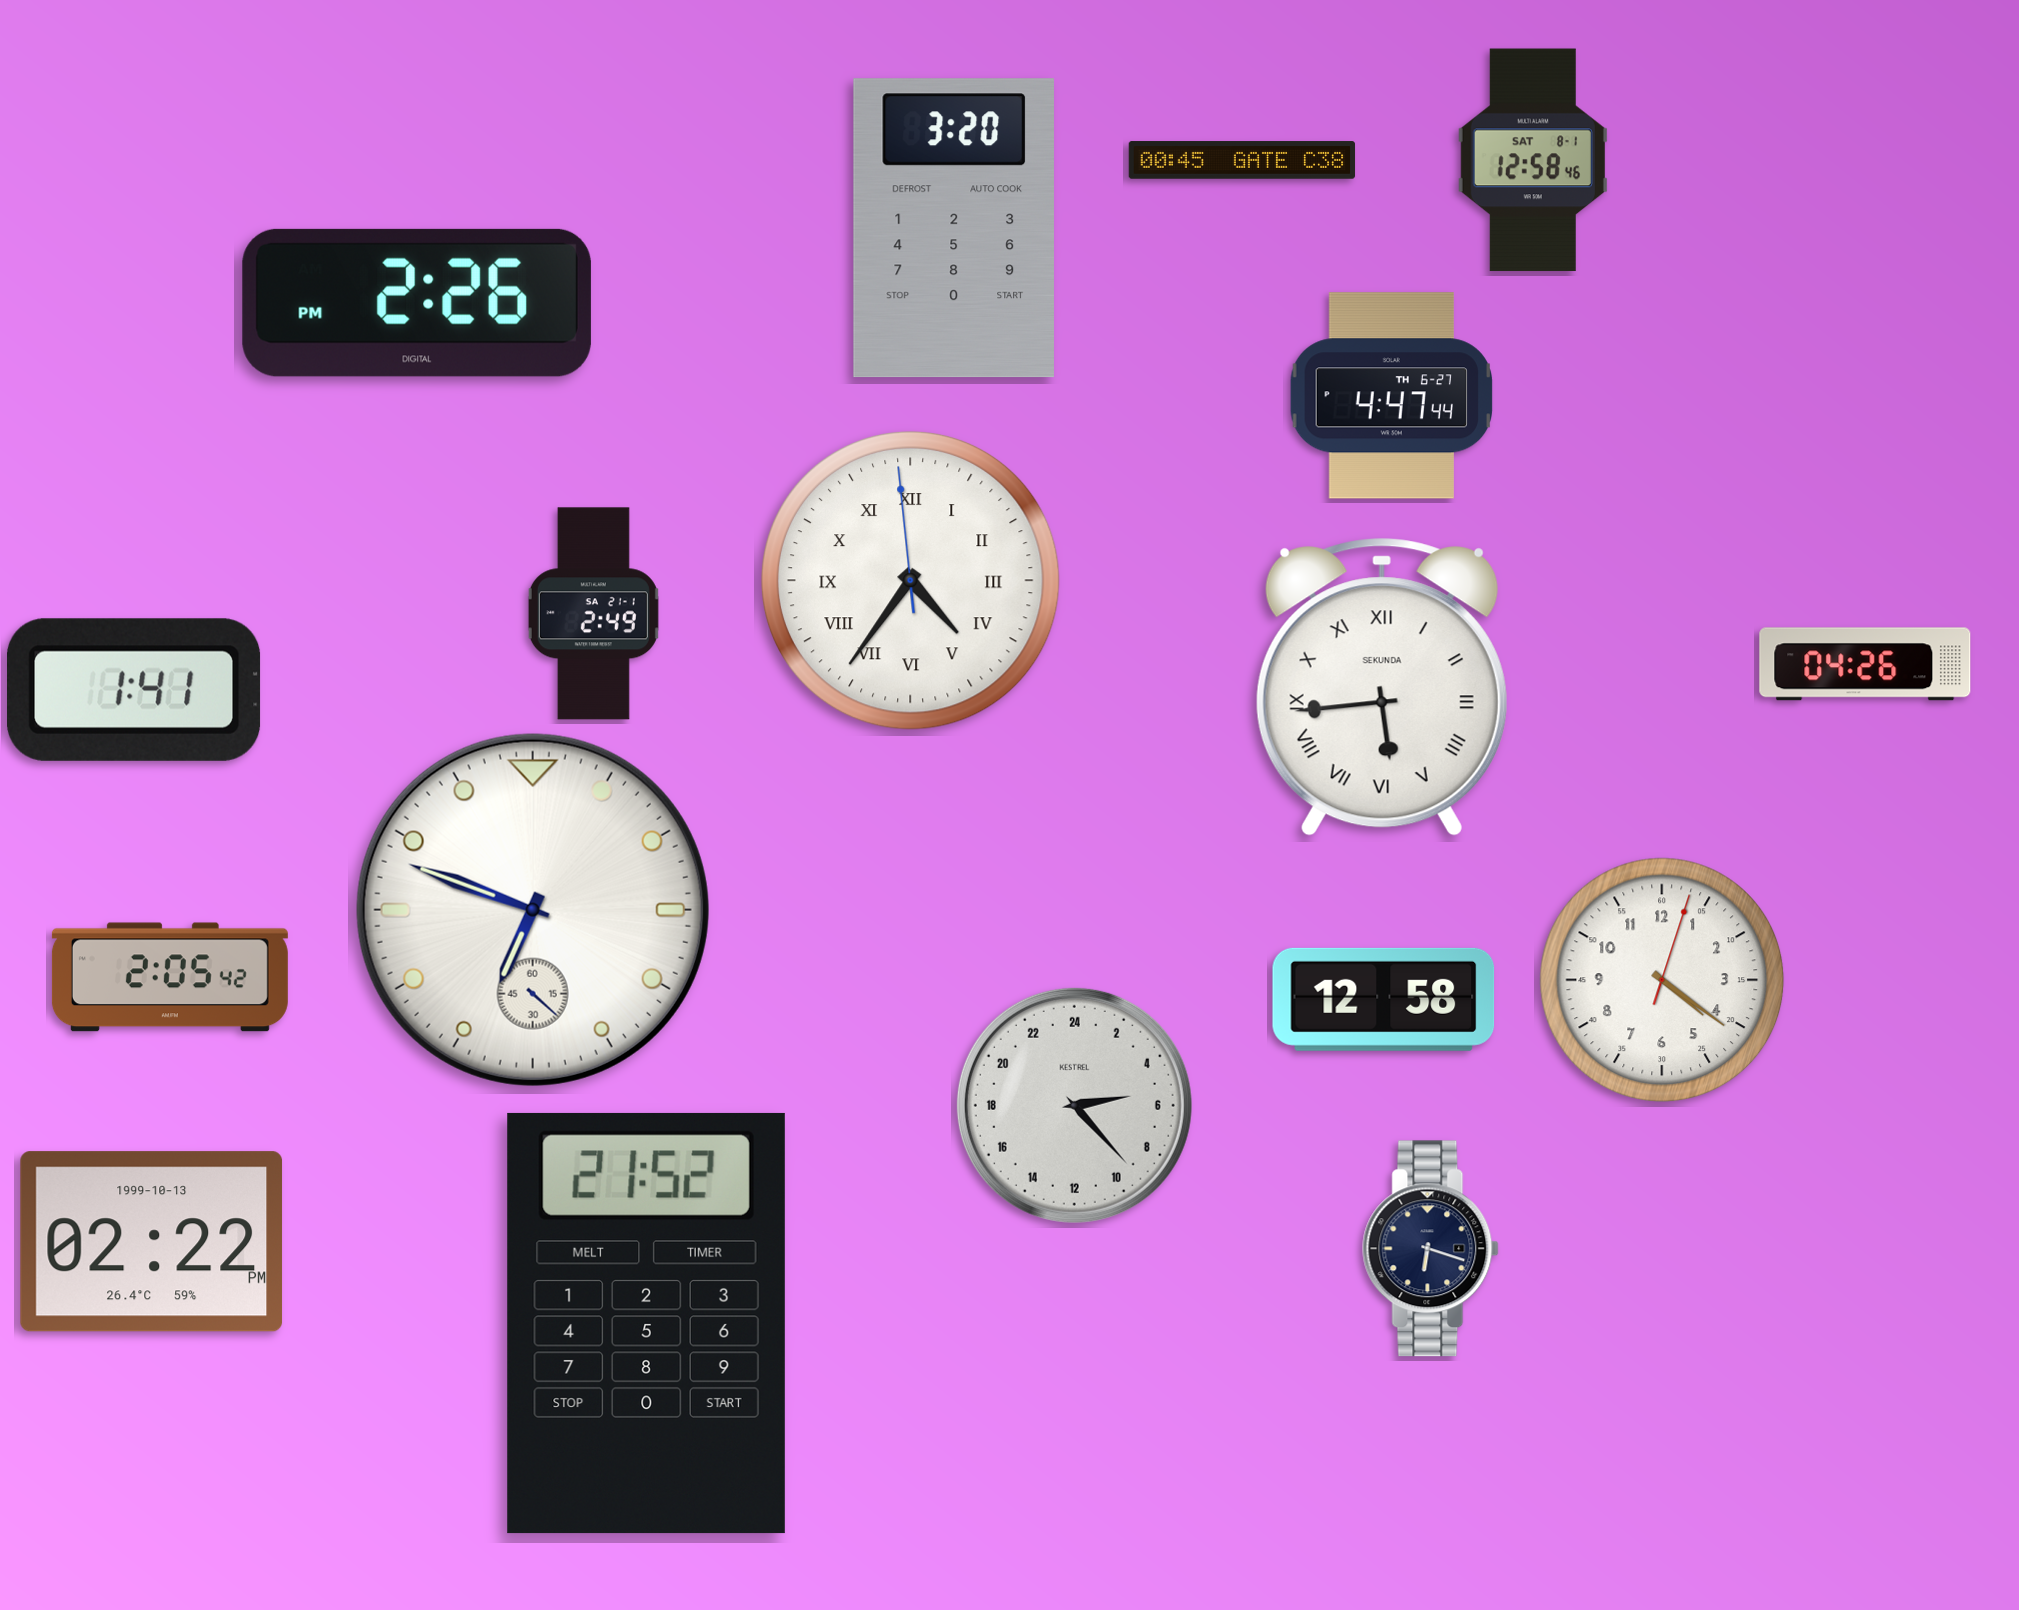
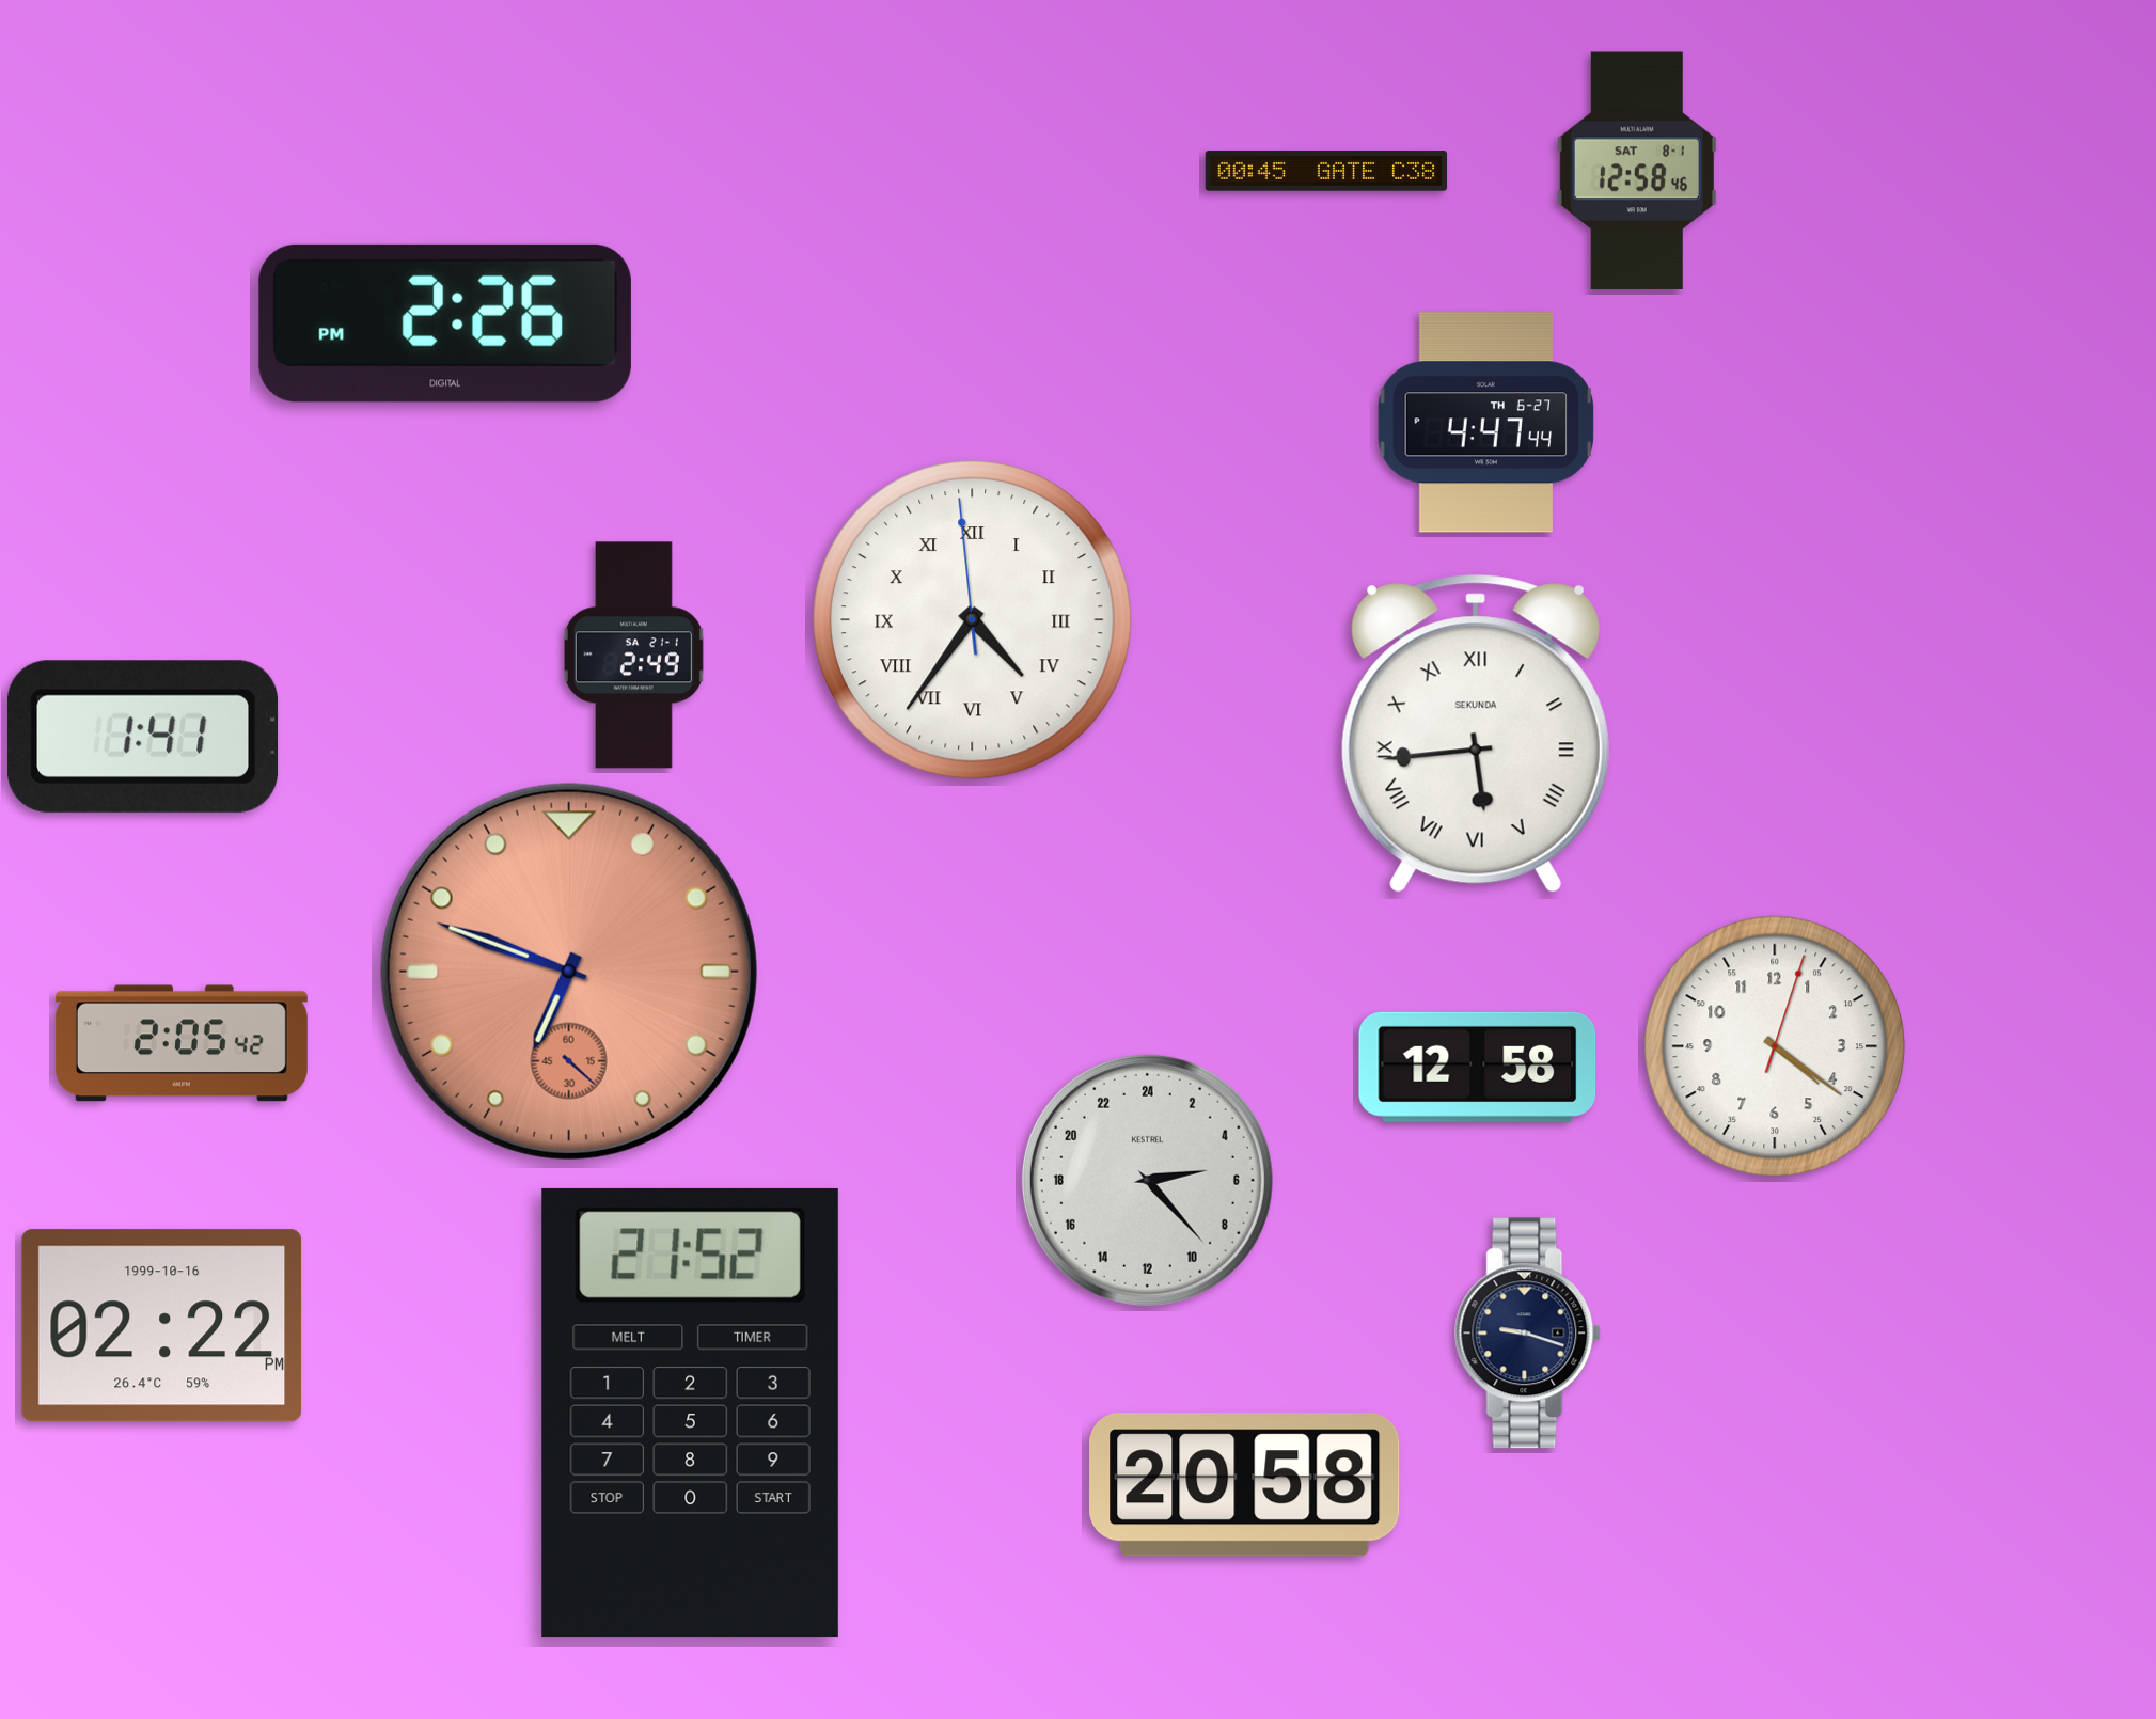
clock at (954, 228): 3:20 -> none
clock at (1865, 664): 04:26 -> none
clock at (533, 910) dial: white -> salmon
clock at (152, 1242) date: 1999-10-13 -> 1999-10-16
clock at (1431, 1249): 6:18 -> 9:18
clock at (1245, 1485): none -> 20:58
